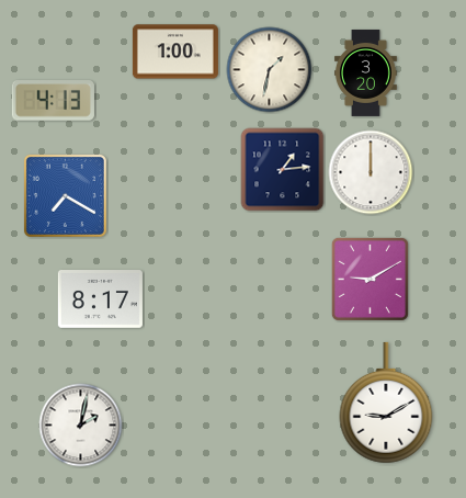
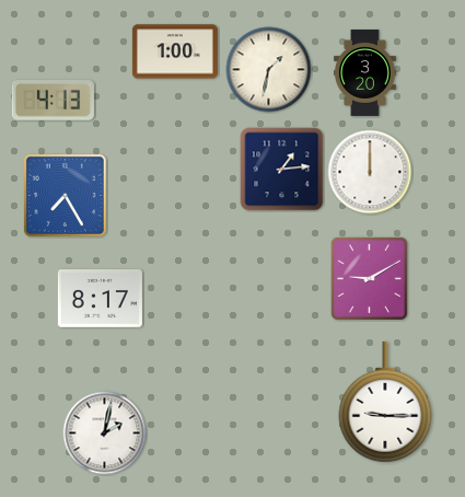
clock at (65, 195): 7:20 -> 7:25
clock at (386, 403): 9:10 -> 9:15
clock at (81, 426) position: (81, 426) -> (105, 434)
